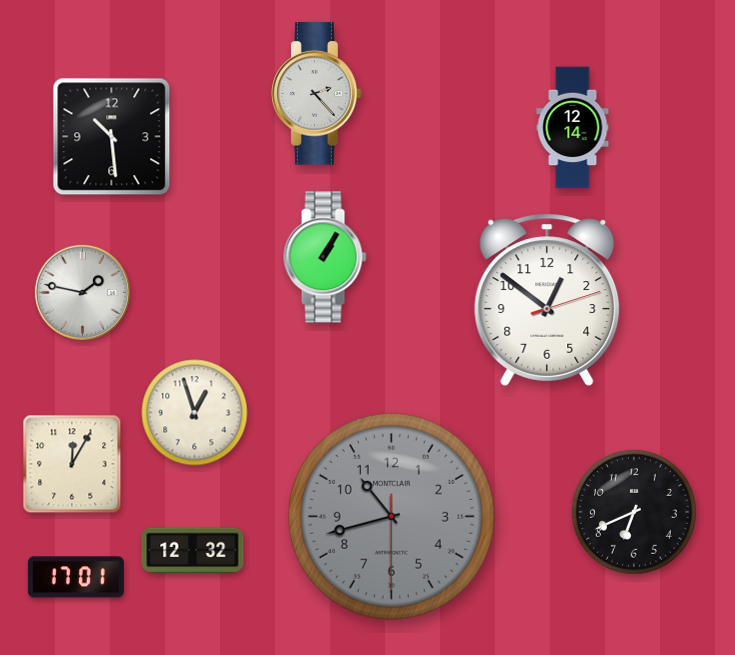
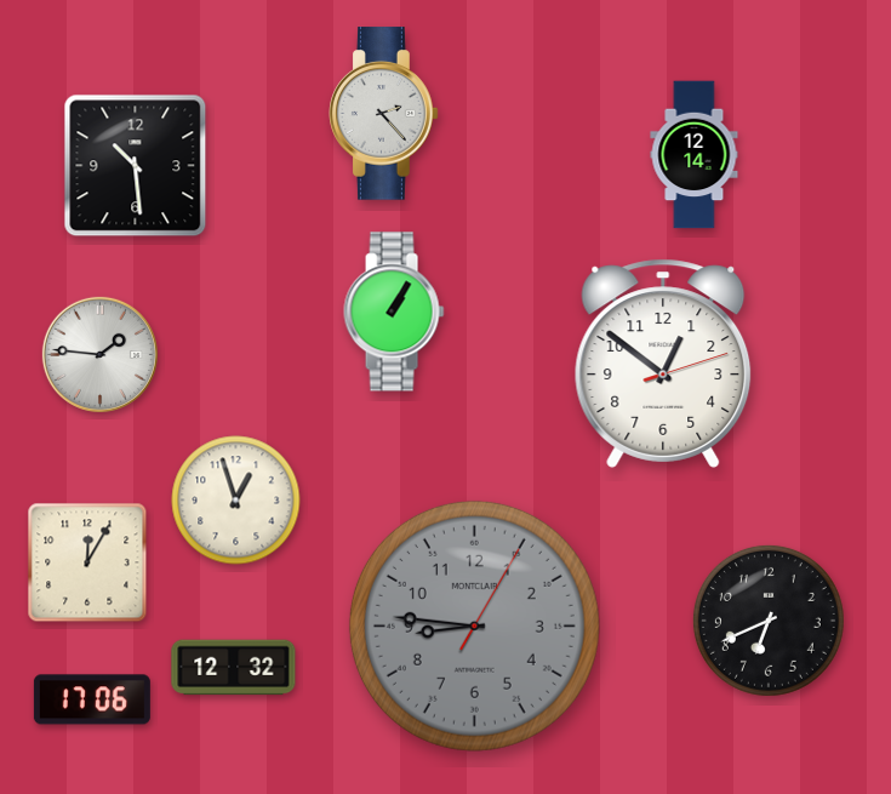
clock at (82, 292): 1:47 -> 1:46
clock at (391, 516): 10:42 -> 8:46
clock at (76, 577): 17:01 -> 17:06
